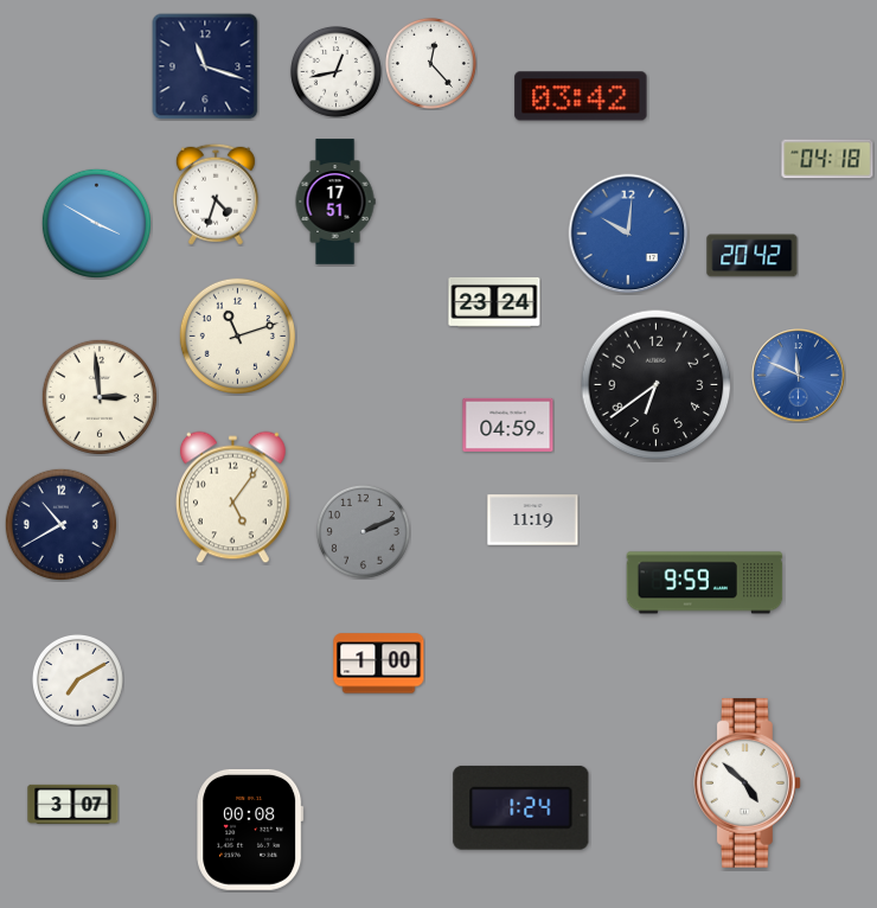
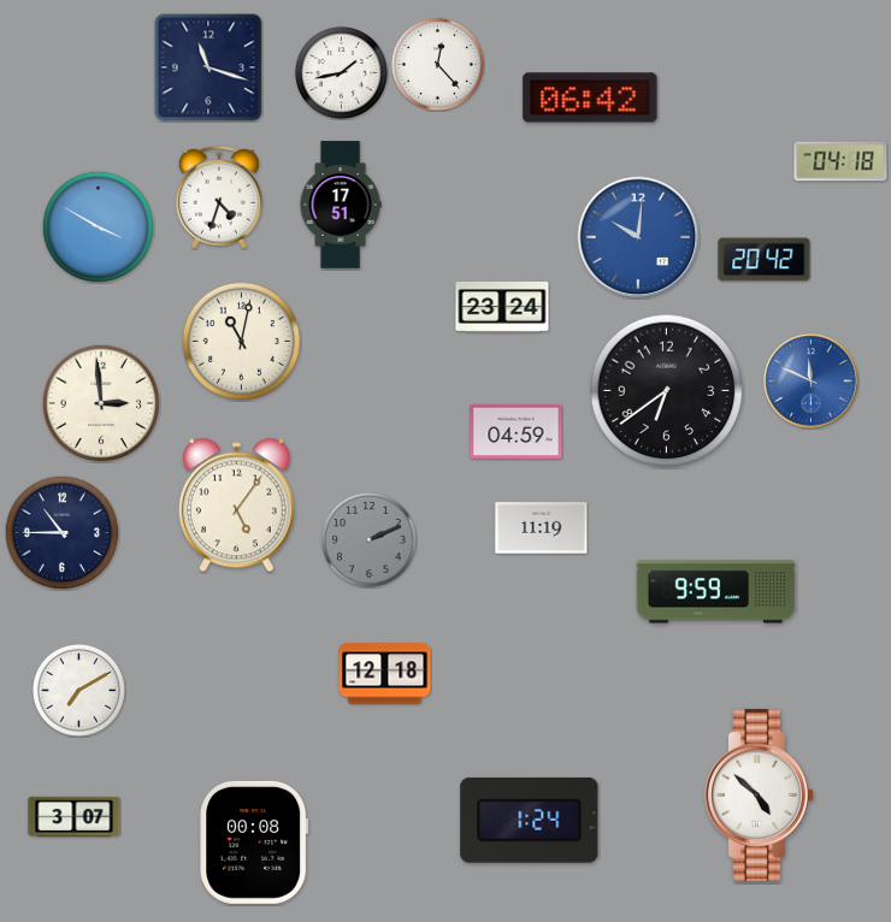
clock at (335, 71): 12:43 -> 1:43
clock at (581, 96): 03:42 -> 06:42
clock at (237, 335): 11:12 -> 11:02
clock at (60, 524): 10:40 -> 10:45
clock at (379, 664): 1:00 -> 12:18
